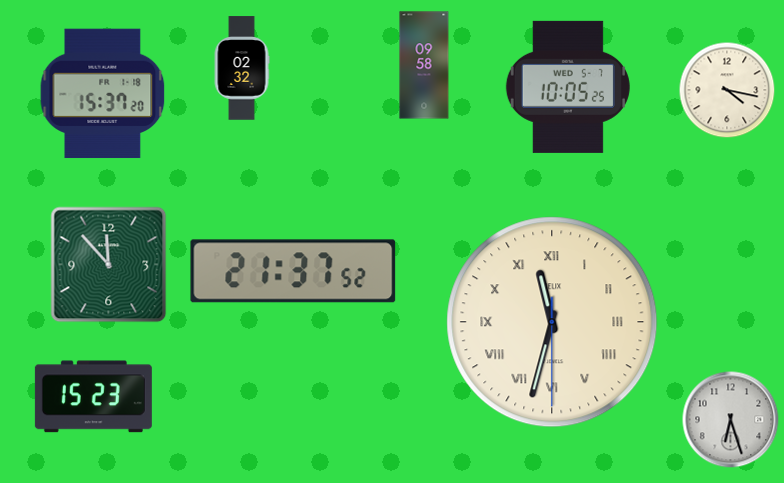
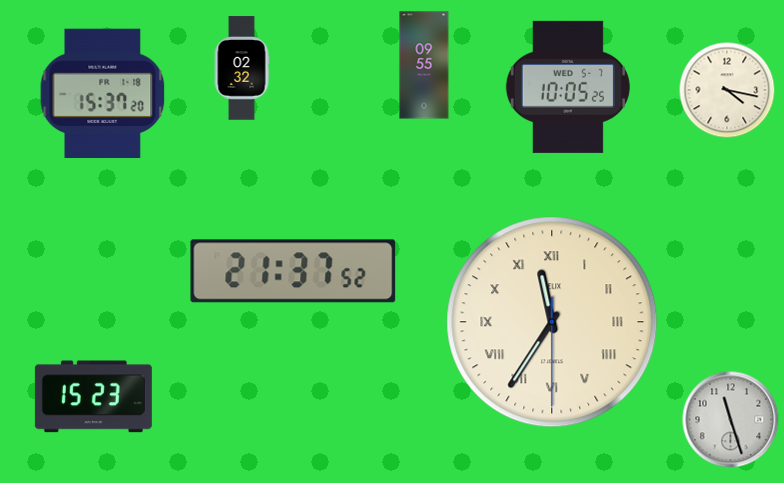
clock at (424, 65): 09:58 -> 09:55
clock at (109, 265): 11:53 -> none
clock at (552, 322): 11:32 -> 11:35
clock at (731, 420): 6:27 -> 11:27
